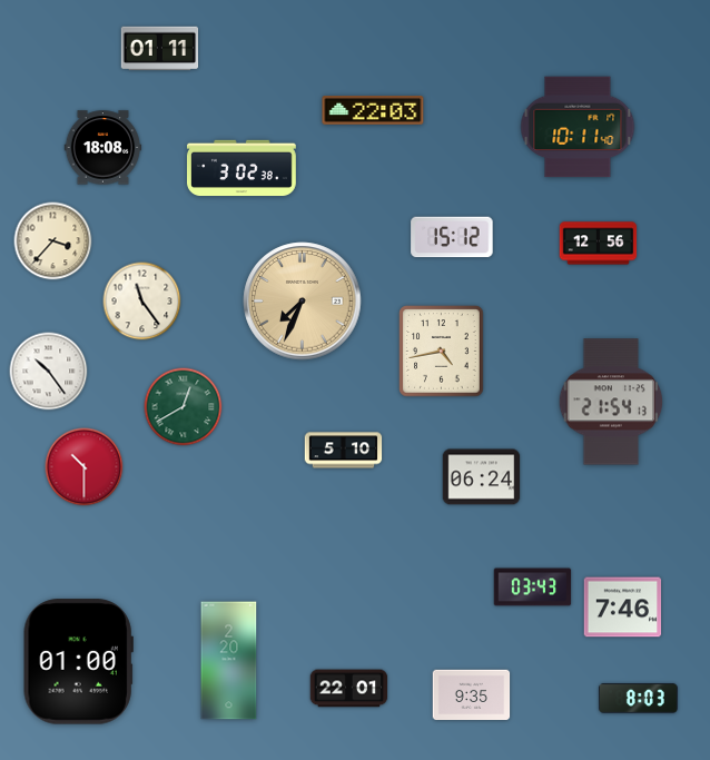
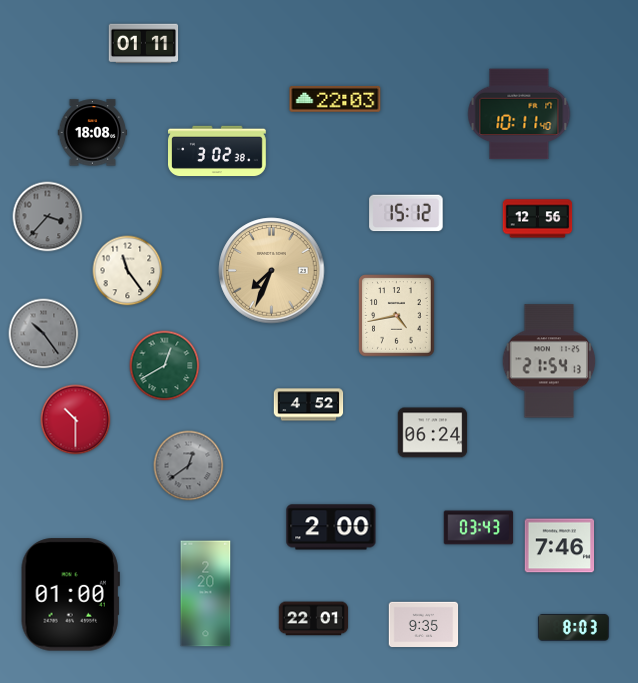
clock at (53, 241) dial: cream -> grey
clock at (49, 372) dial: white -> grey
clock at (344, 451): 5:10 -> 4:52
clock at (482, 477) position: (482, 477) -> (433, 433)
clock at (189, 466): none -> 12:39
clock at (331, 527): none -> 2:00
